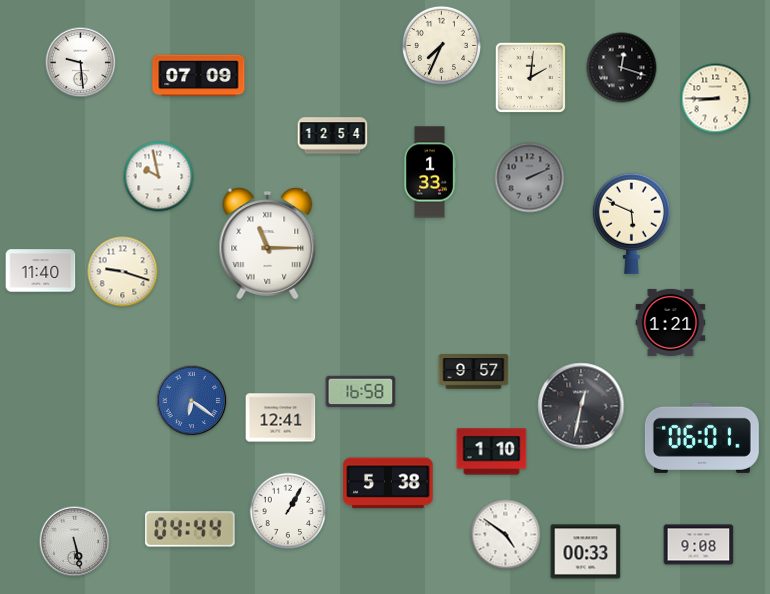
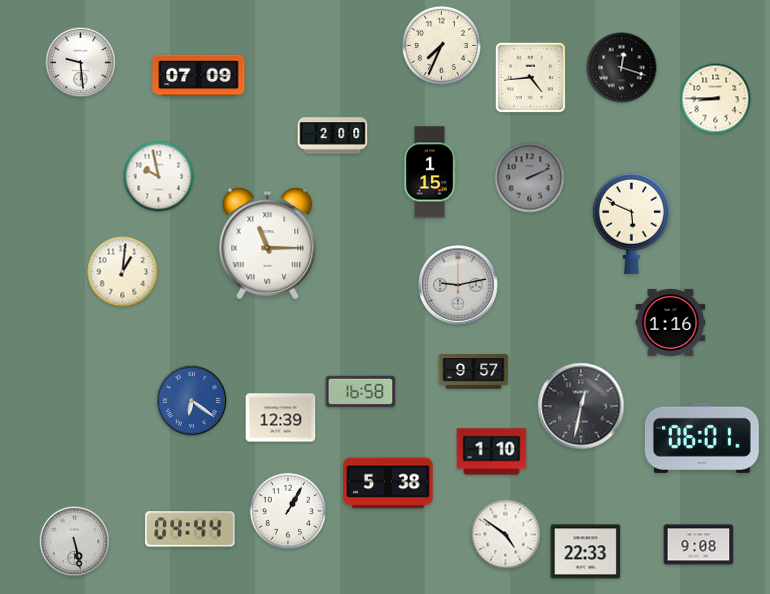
clock at (530, 77): 2:01 -> 4:44
clock at (333, 136): 12:54 -> 2:00
clock at (430, 172): 1:33 -> 1:15
clock at (41, 271): 11:40 -> none
clock at (123, 272): 9:18 -> 1:01
clock at (459, 286): none -> 9:13
clock at (671, 322): 1:21 -> 1:16
clock at (281, 418): 12:41 -> 12:39
clock at (586, 552): 00:33 -> 22:33
